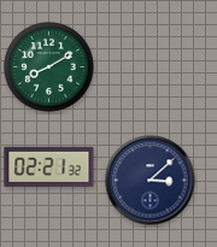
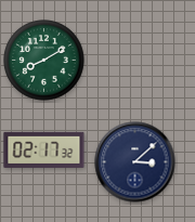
clock at (49, 166): 02:21 -> 02:17
